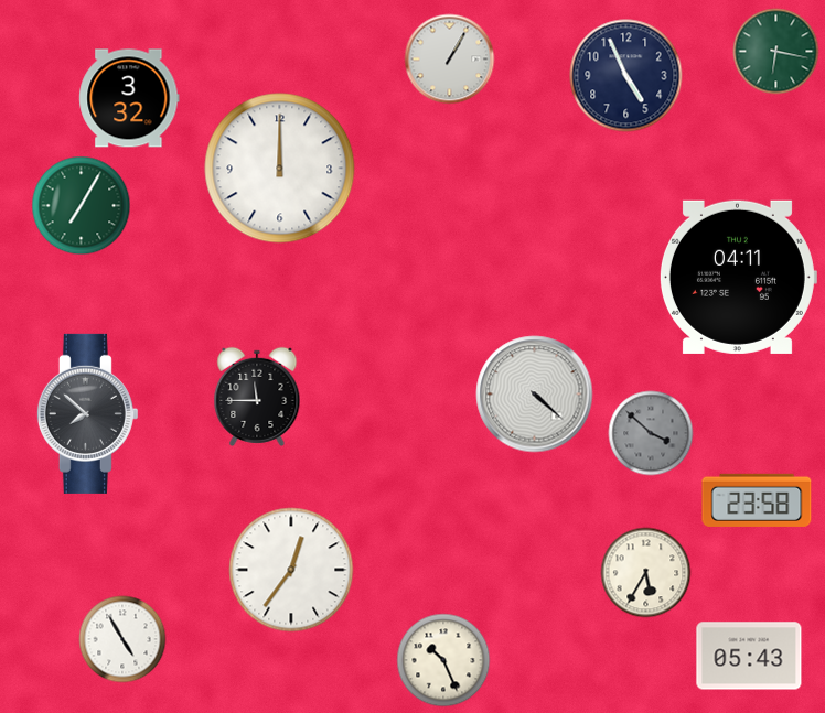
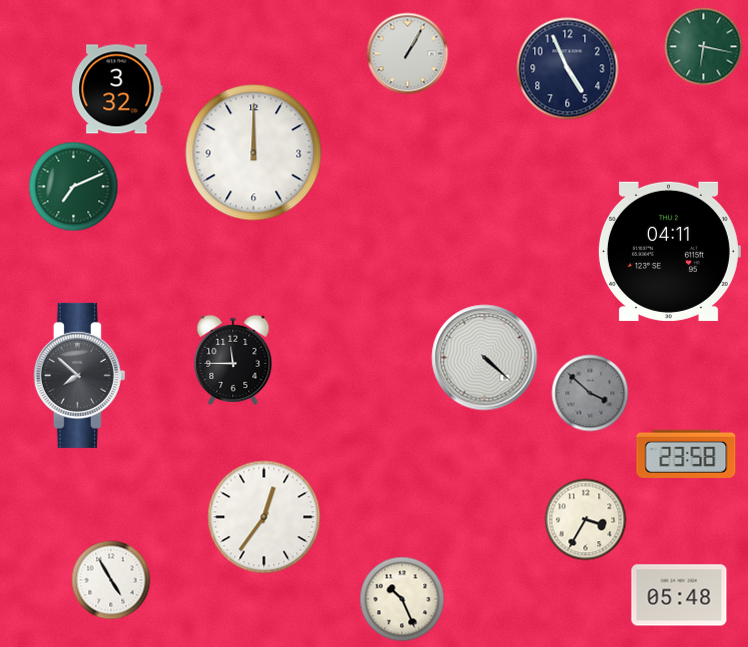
clock at (82, 206): 7:05 -> 7:11
clock at (646, 573): 5:35 -> 3:35
clock at (749, 656): 05:43 -> 05:48
